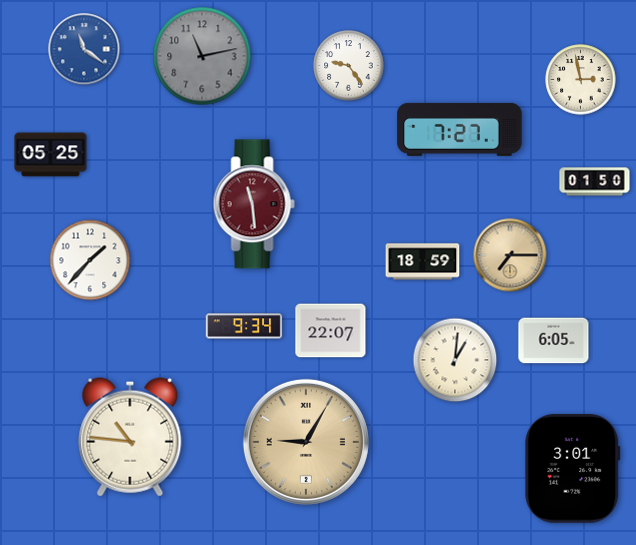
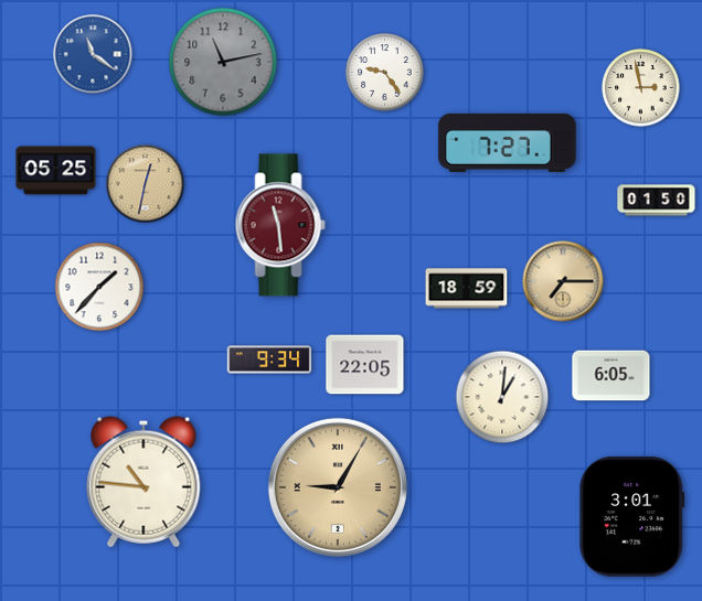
clock at (146, 184): none -> 12:32
clock at (331, 331): 22:07 -> 22:05
